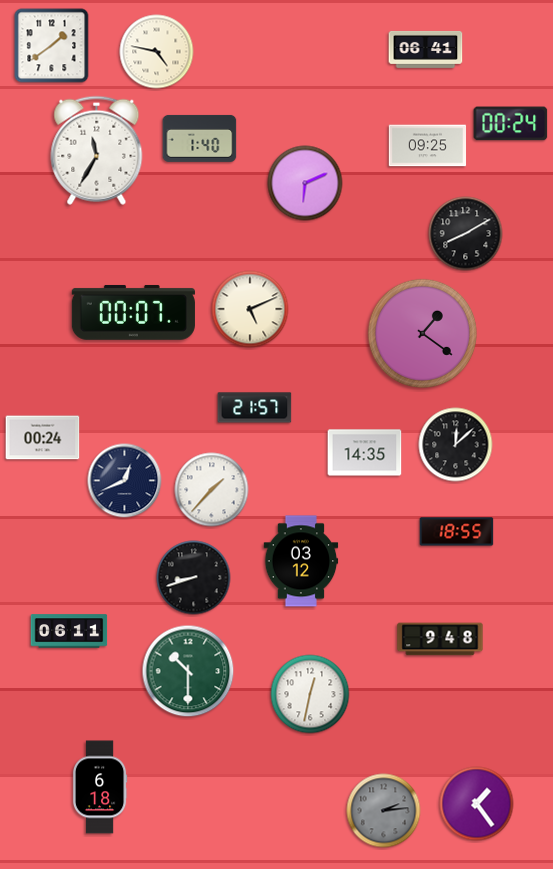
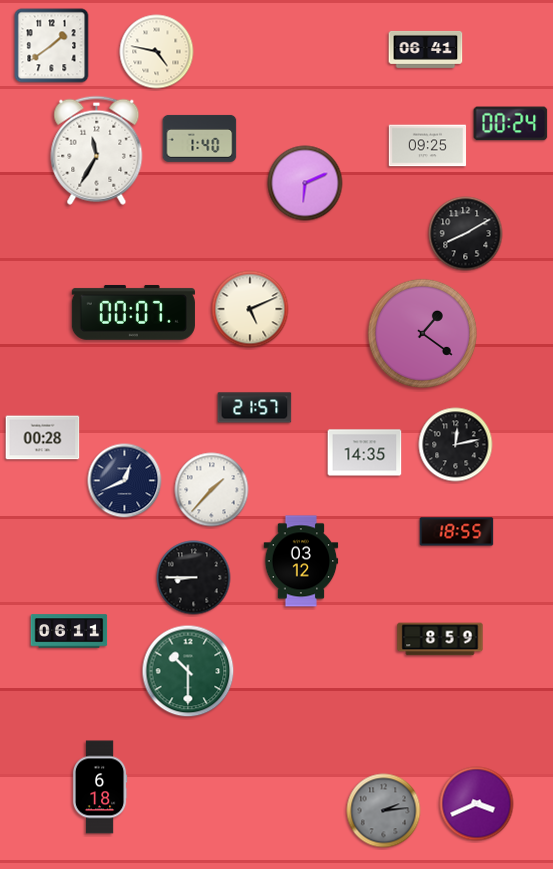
clock at (43, 438): 00:24 -> 00:28
clock at (456, 445): 12:08 -> 12:13
clock at (194, 578): 8:42 -> 8:45
clock at (440, 639): 9:48 -> 8:59
clock at (310, 694): 12:32 -> none
clock at (477, 804): 1:24 -> 3:41
